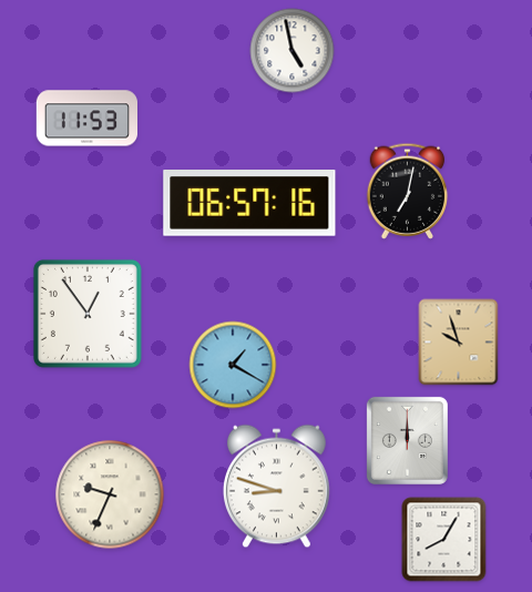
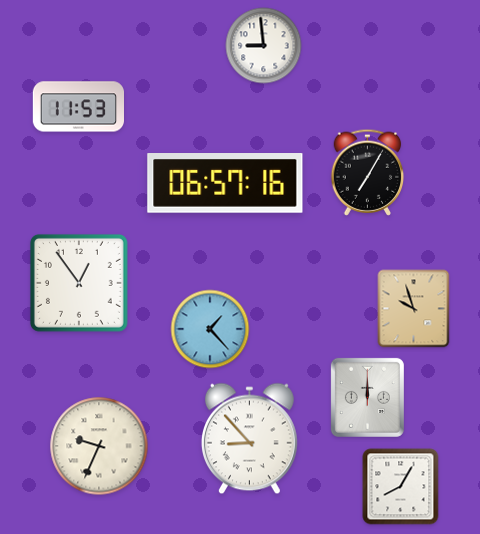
clock at (293, 51): 4:58 -> 8:59
clock at (408, 191): 7:02 -> 7:05
clock at (233, 365): 1:20 -> 1:23
clock at (276, 487): 8:48 -> 8:53
